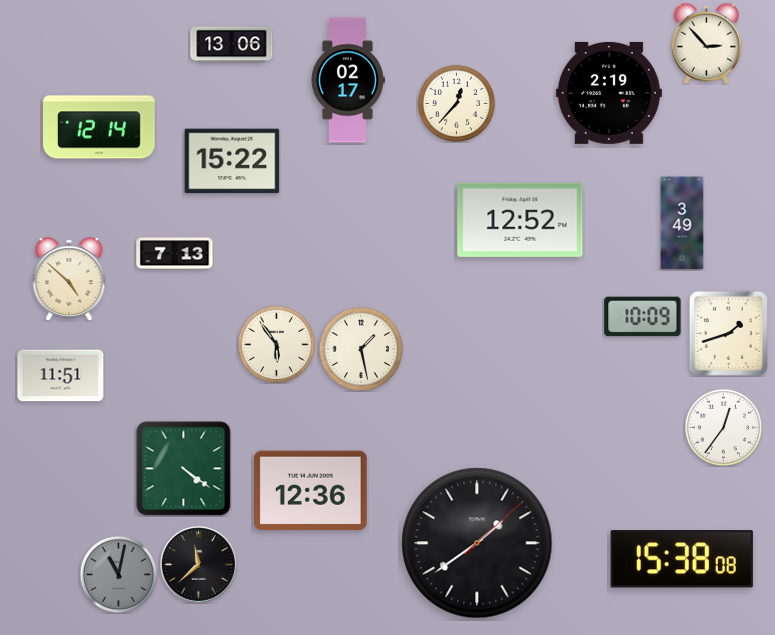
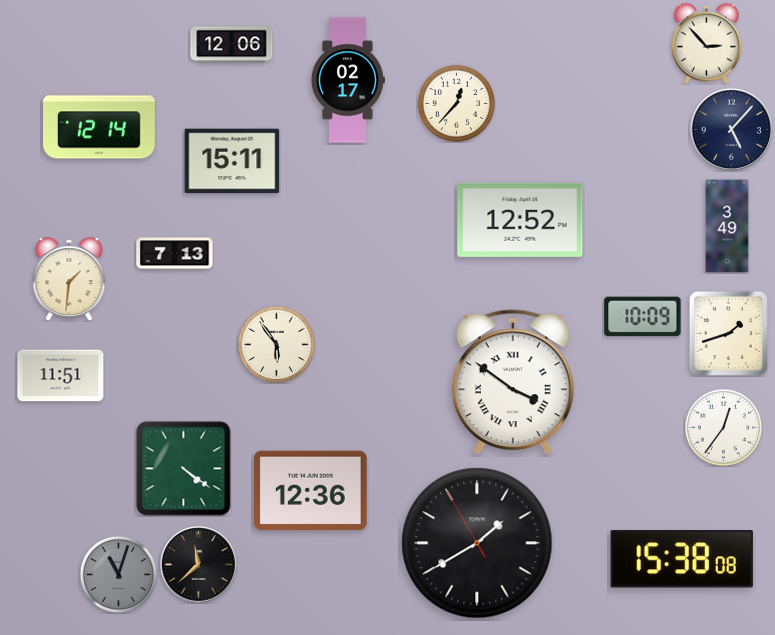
clock at (232, 45): 13:06 -> 12:06
clock at (609, 93): 2:19 -> none
clock at (731, 129): none -> 5:07
clock at (232, 161): 15:22 -> 15:11
clock at (682, 223) position: (682, 223) -> (727, 226)
clock at (69, 279): 4:52 -> 1:31
clock at (361, 349): 1:28 -> none
clock at (513, 382): none -> 3:51
clock at (477, 543): 1:39:08 -> 1:39:55
clock at (118, 574): 11:02 -> 11:03
